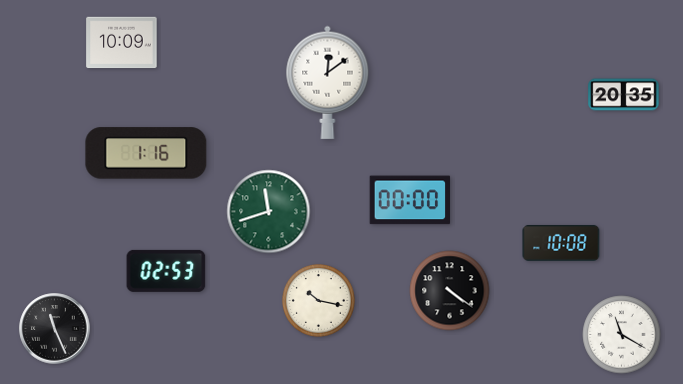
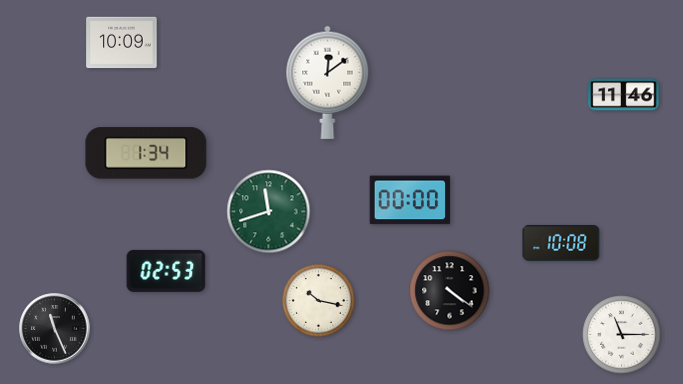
clock at (624, 95): 20:35 -> 11:46
clock at (146, 153): 1:16 -> 1:34
clock at (622, 335): 11:20 -> 11:15
